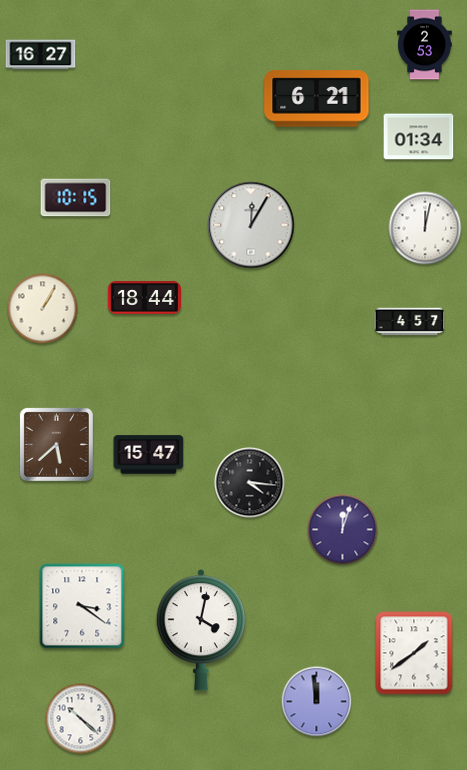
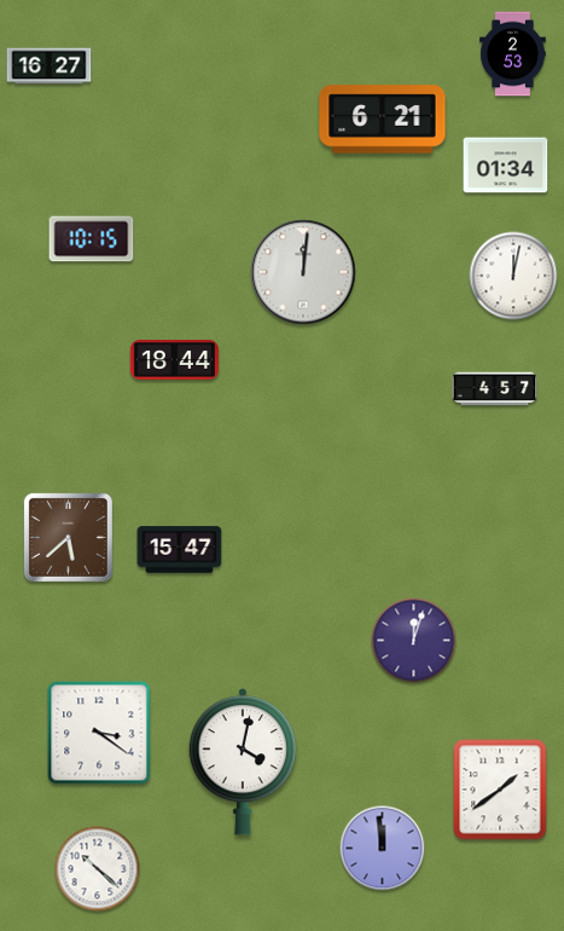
clock at (251, 225): 12:05 -> 12:01
clock at (43, 309): 1:05 -> none
clock at (250, 483): 4:16 -> none
